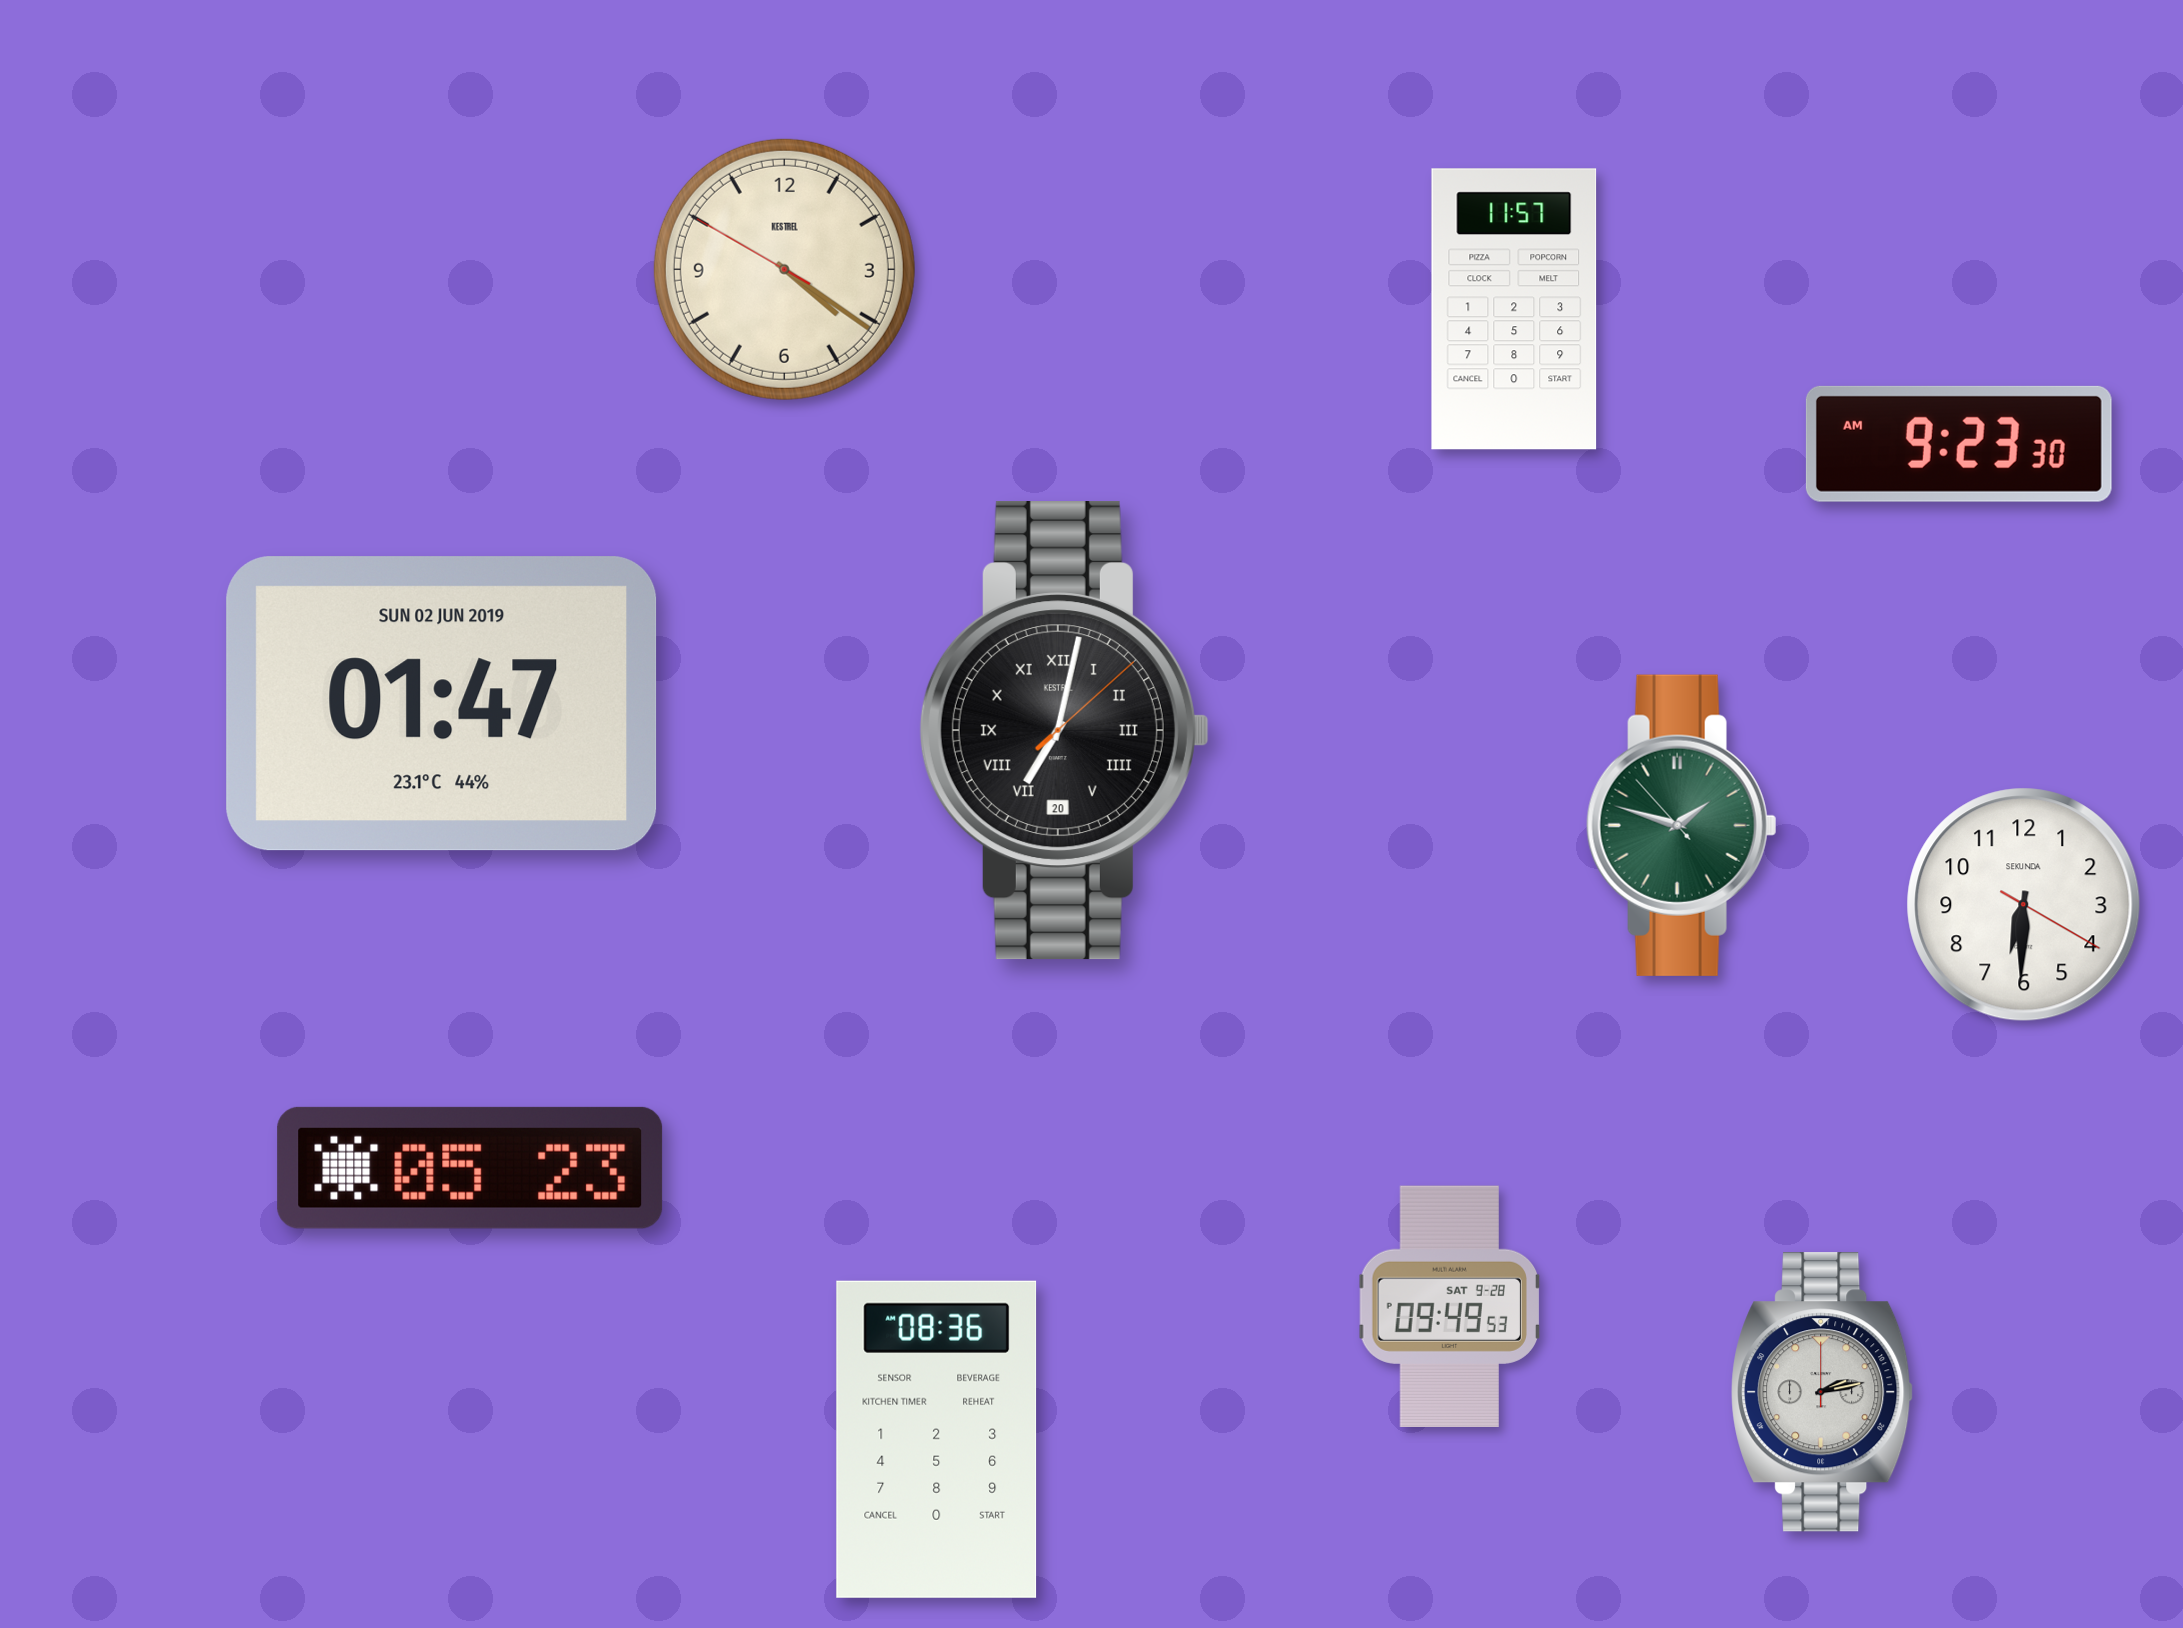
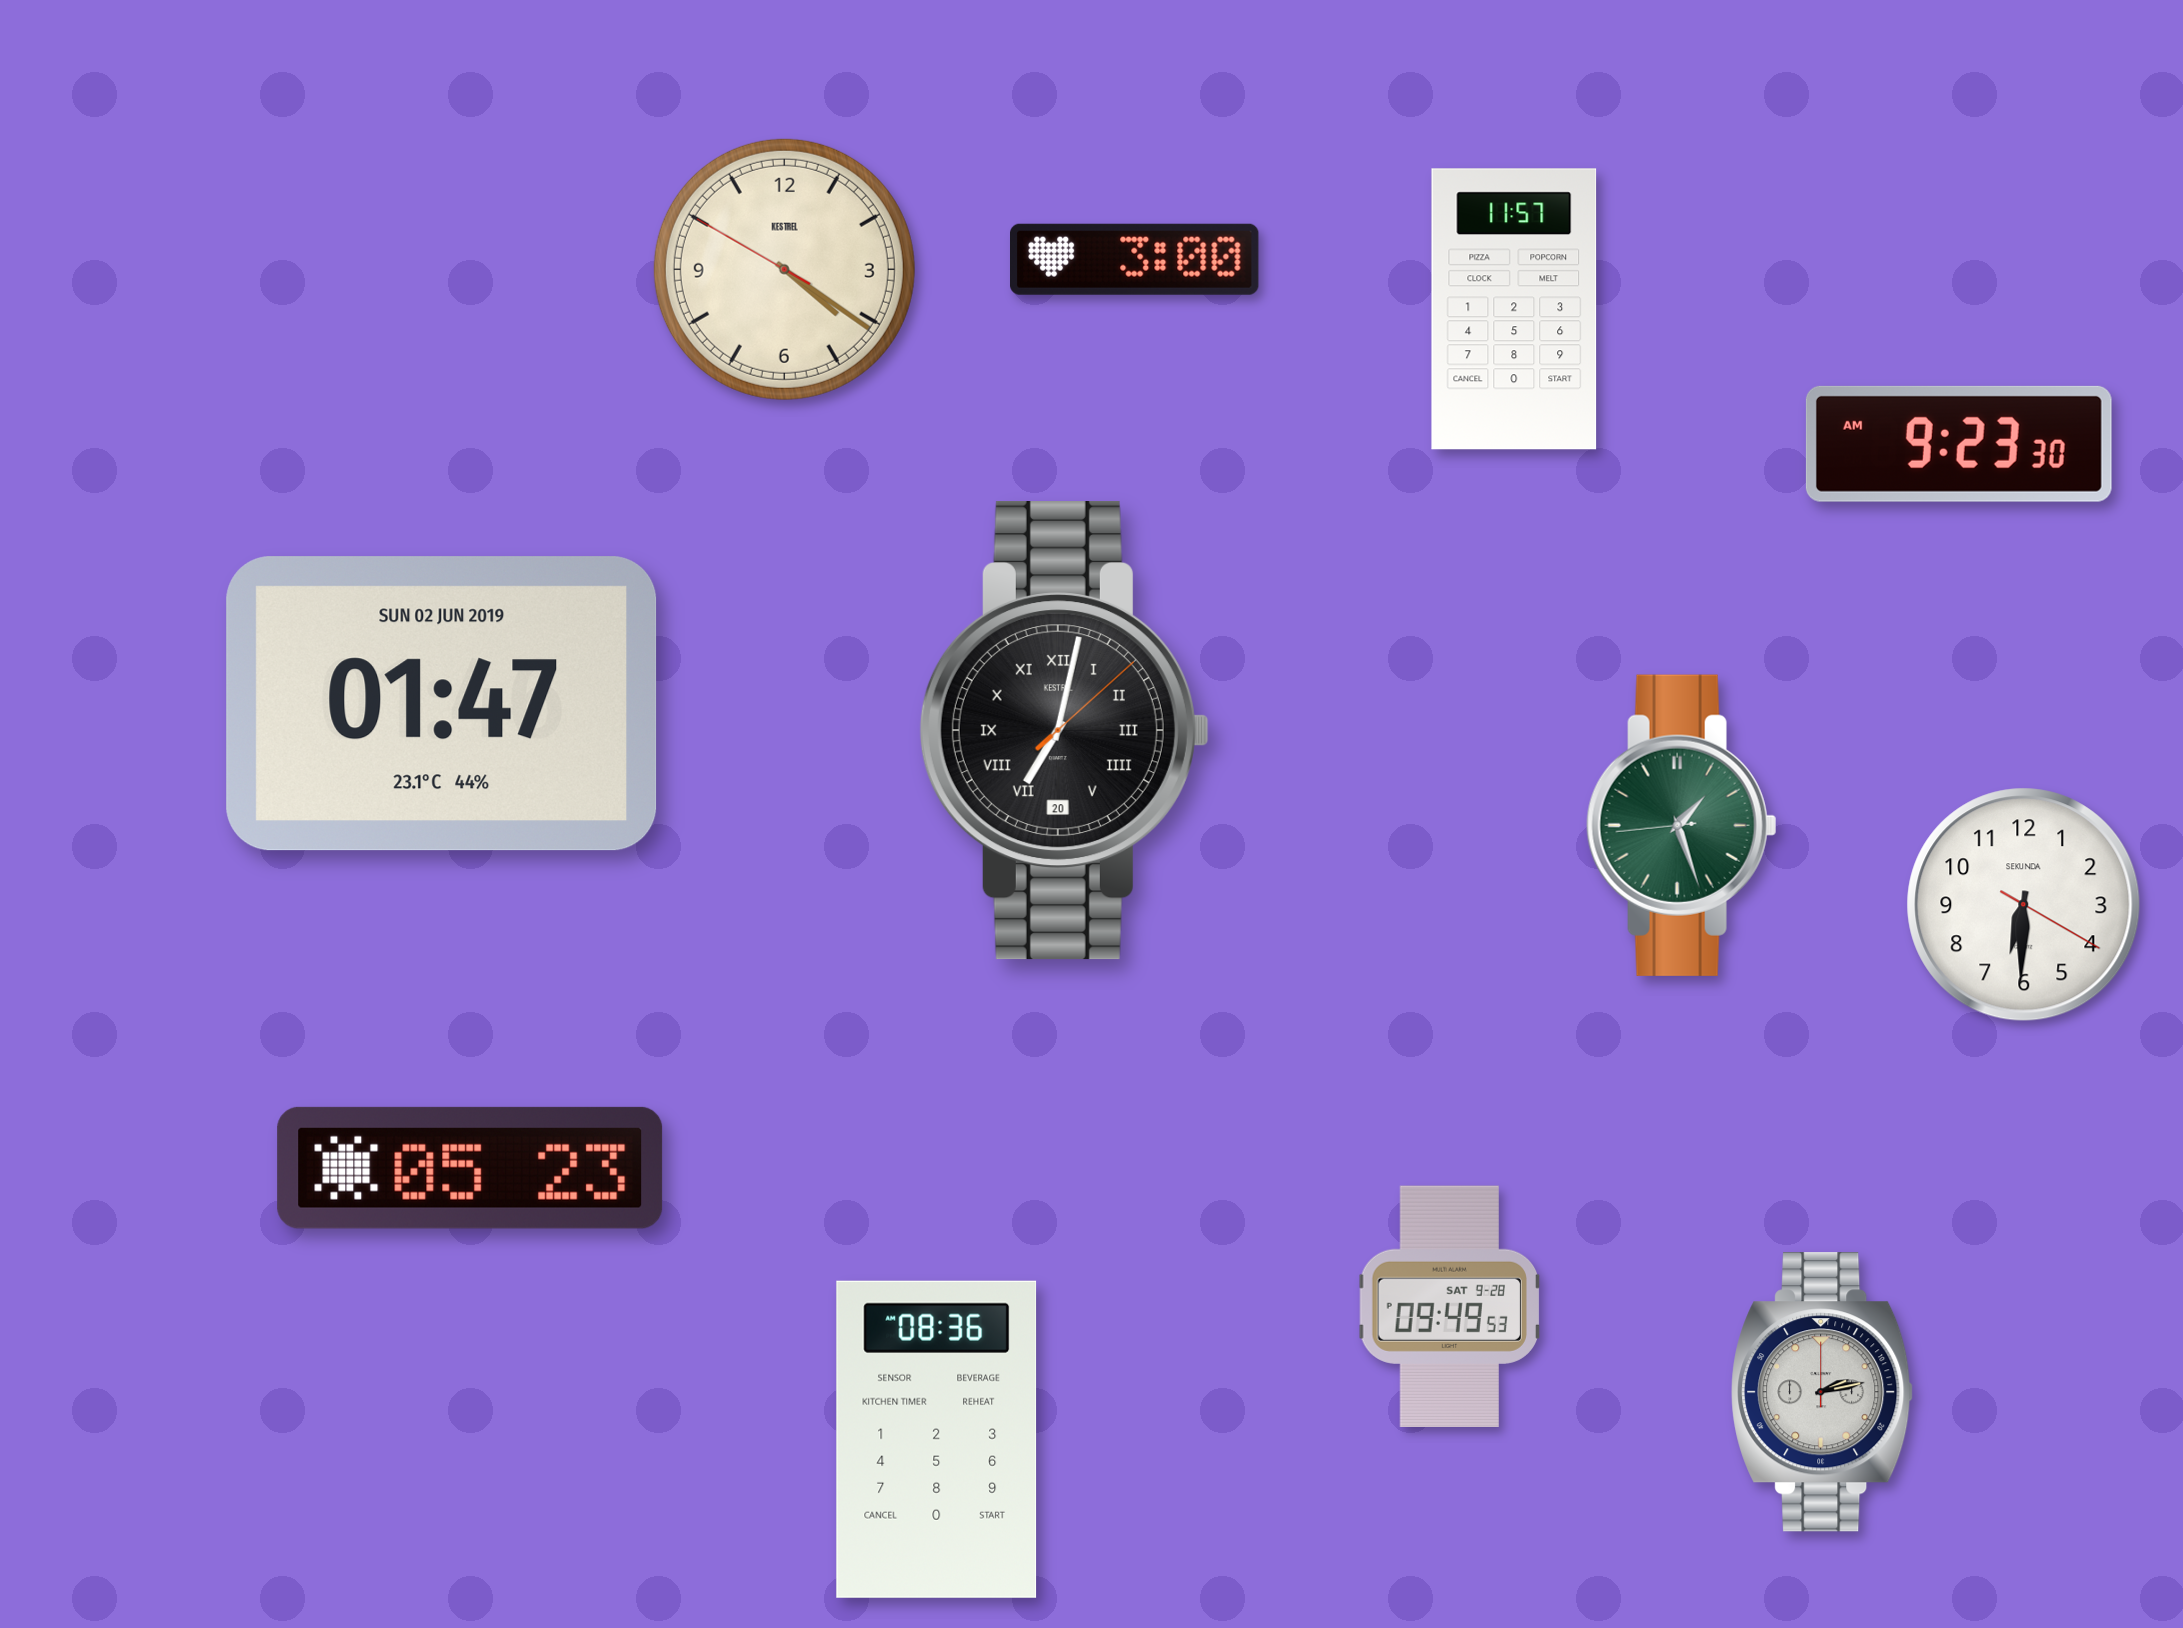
clock at (1135, 259): none -> 3:00
clock at (1681, 825): 1:47 -> 1:26
